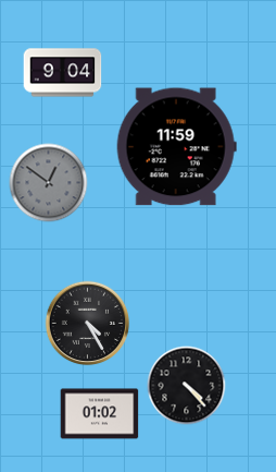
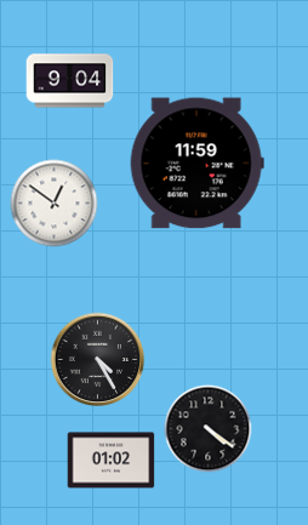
clock at (49, 183) dial: grey -> white
clock at (187, 386): 4:23 -> 4:21
